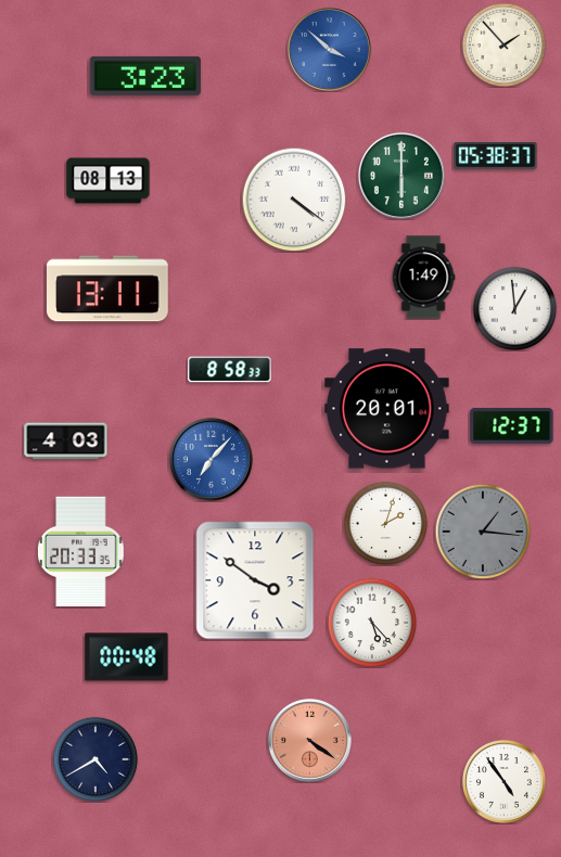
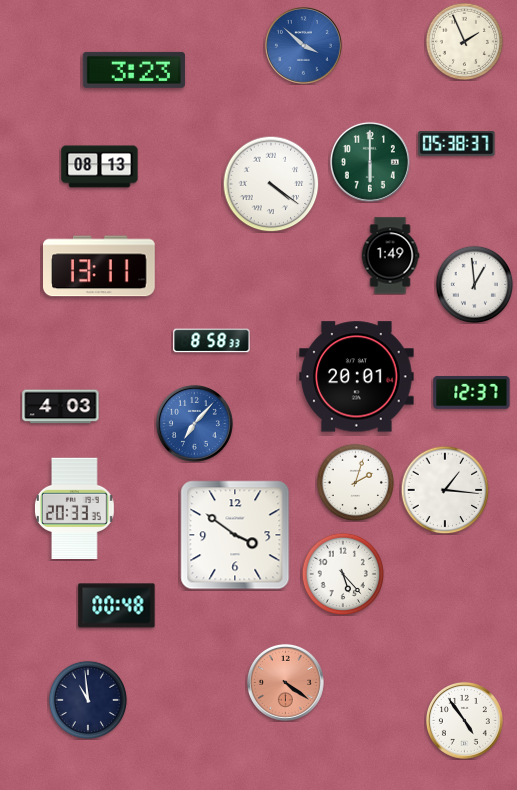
clock at (503, 44): 1:53 -> 1:56
clock at (483, 532) dial: grey -> white
clock at (94, 758): 4:40 -> 10:59
